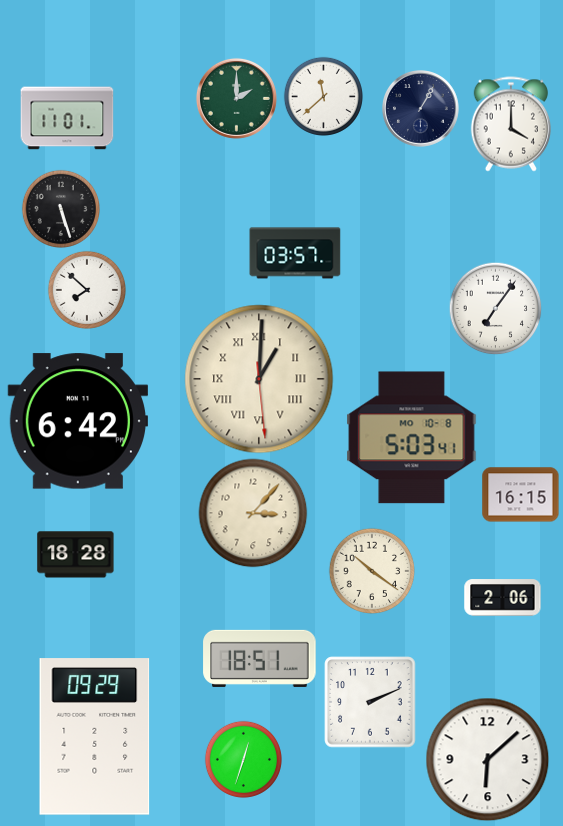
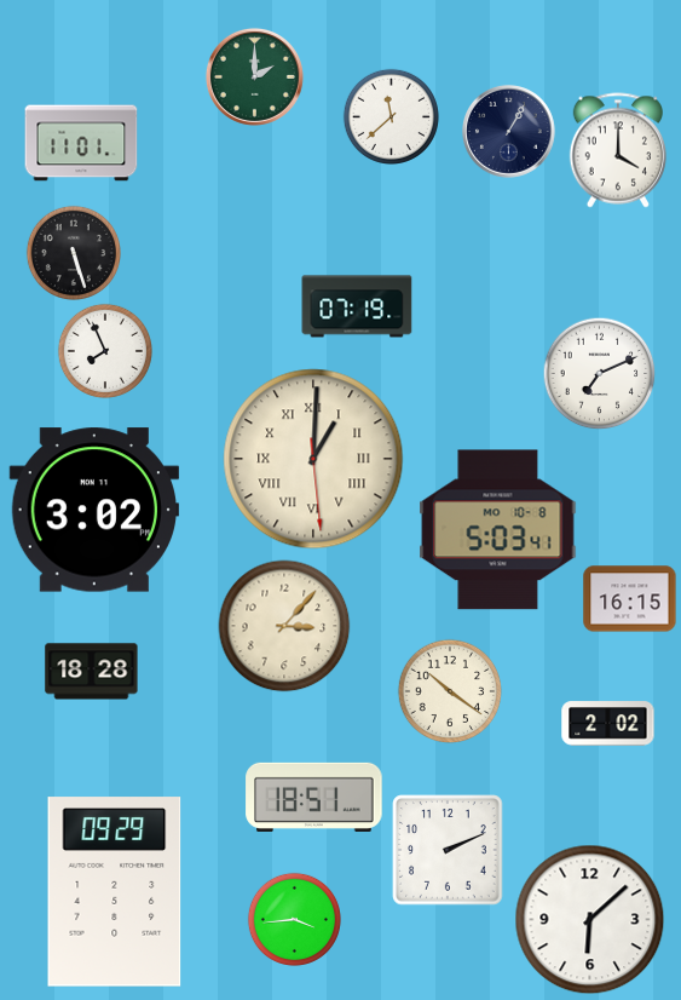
clock at (236, 98) position: (236, 98) -> (254, 76)
clock at (295, 253): 03:57 -> 07:19
clock at (87, 290): 7:52 -> 7:56
clock at (495, 308): 7:06 -> 7:11
clock at (77, 421): 6:42 -> 3:02
clock at (253, 513) position: (253, 513) -> (284, 626)
clock at (503, 598): 2:06 -> 2:02
clock at (243, 759): 12:33 -> 3:44
